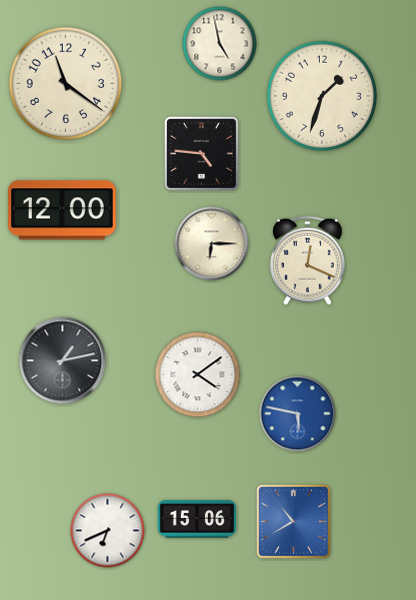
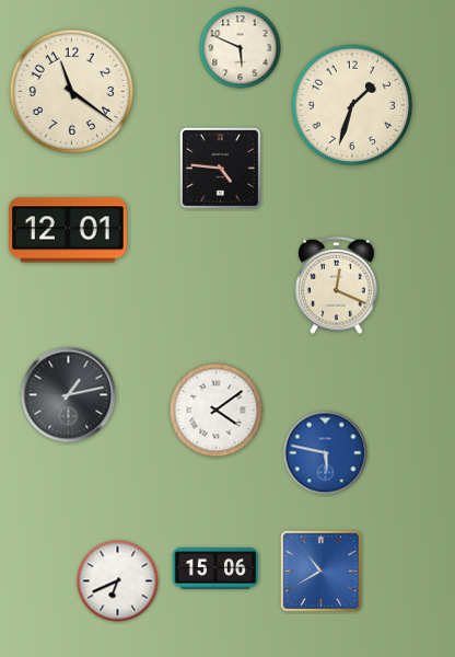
clock at (220, 44): 4:58 -> 5:49
clock at (62, 210): 12:00 -> 12:01
clock at (212, 244): 6:15 -> none
